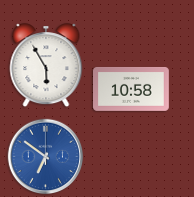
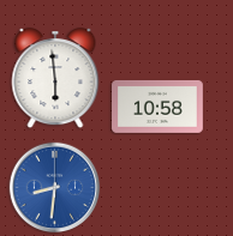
clock at (46, 66): 5:55 -> 5:59
clock at (46, 157): 6:51 -> 8:31
